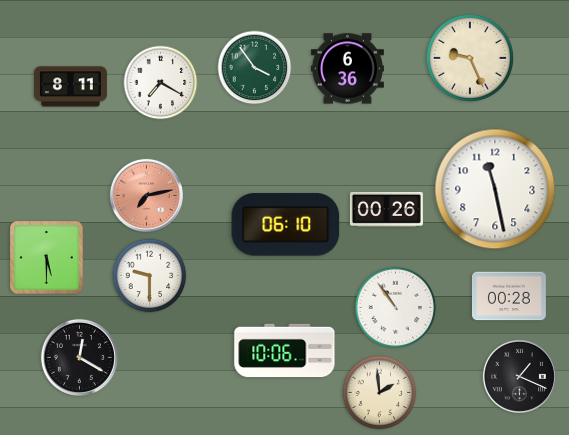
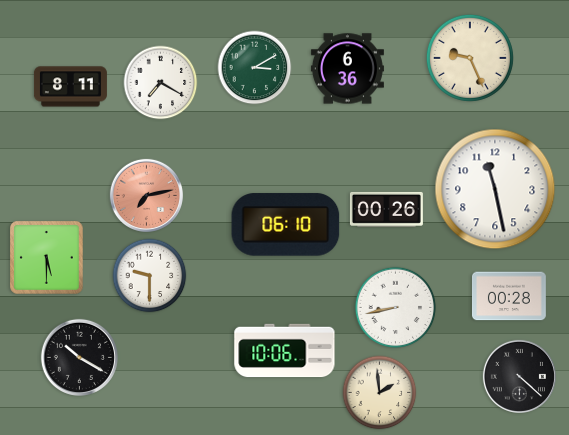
clock at (255, 68): 3:54 -> 3:10
clock at (396, 308): 10:54 -> 8:43
clock at (79, 357): 12:20 -> 10:20
clock at (519, 376): 1:19 -> 4:22
